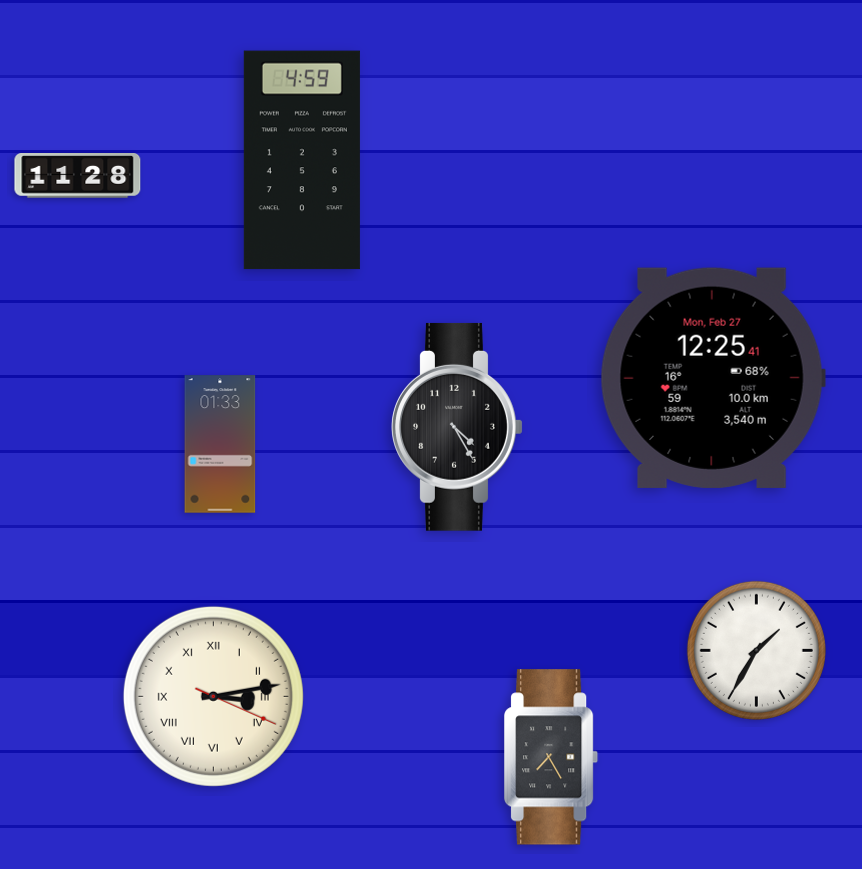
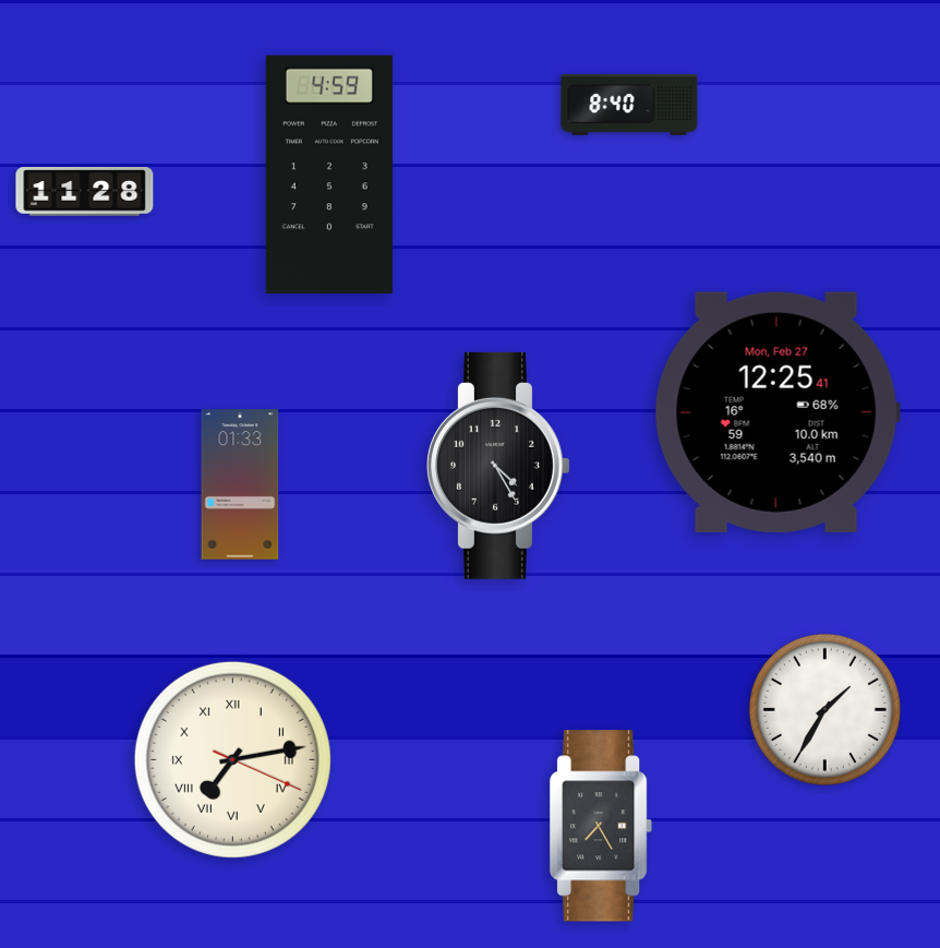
clock at (629, 105): none -> 8:40
clock at (213, 696): 3:13 -> 7:13
